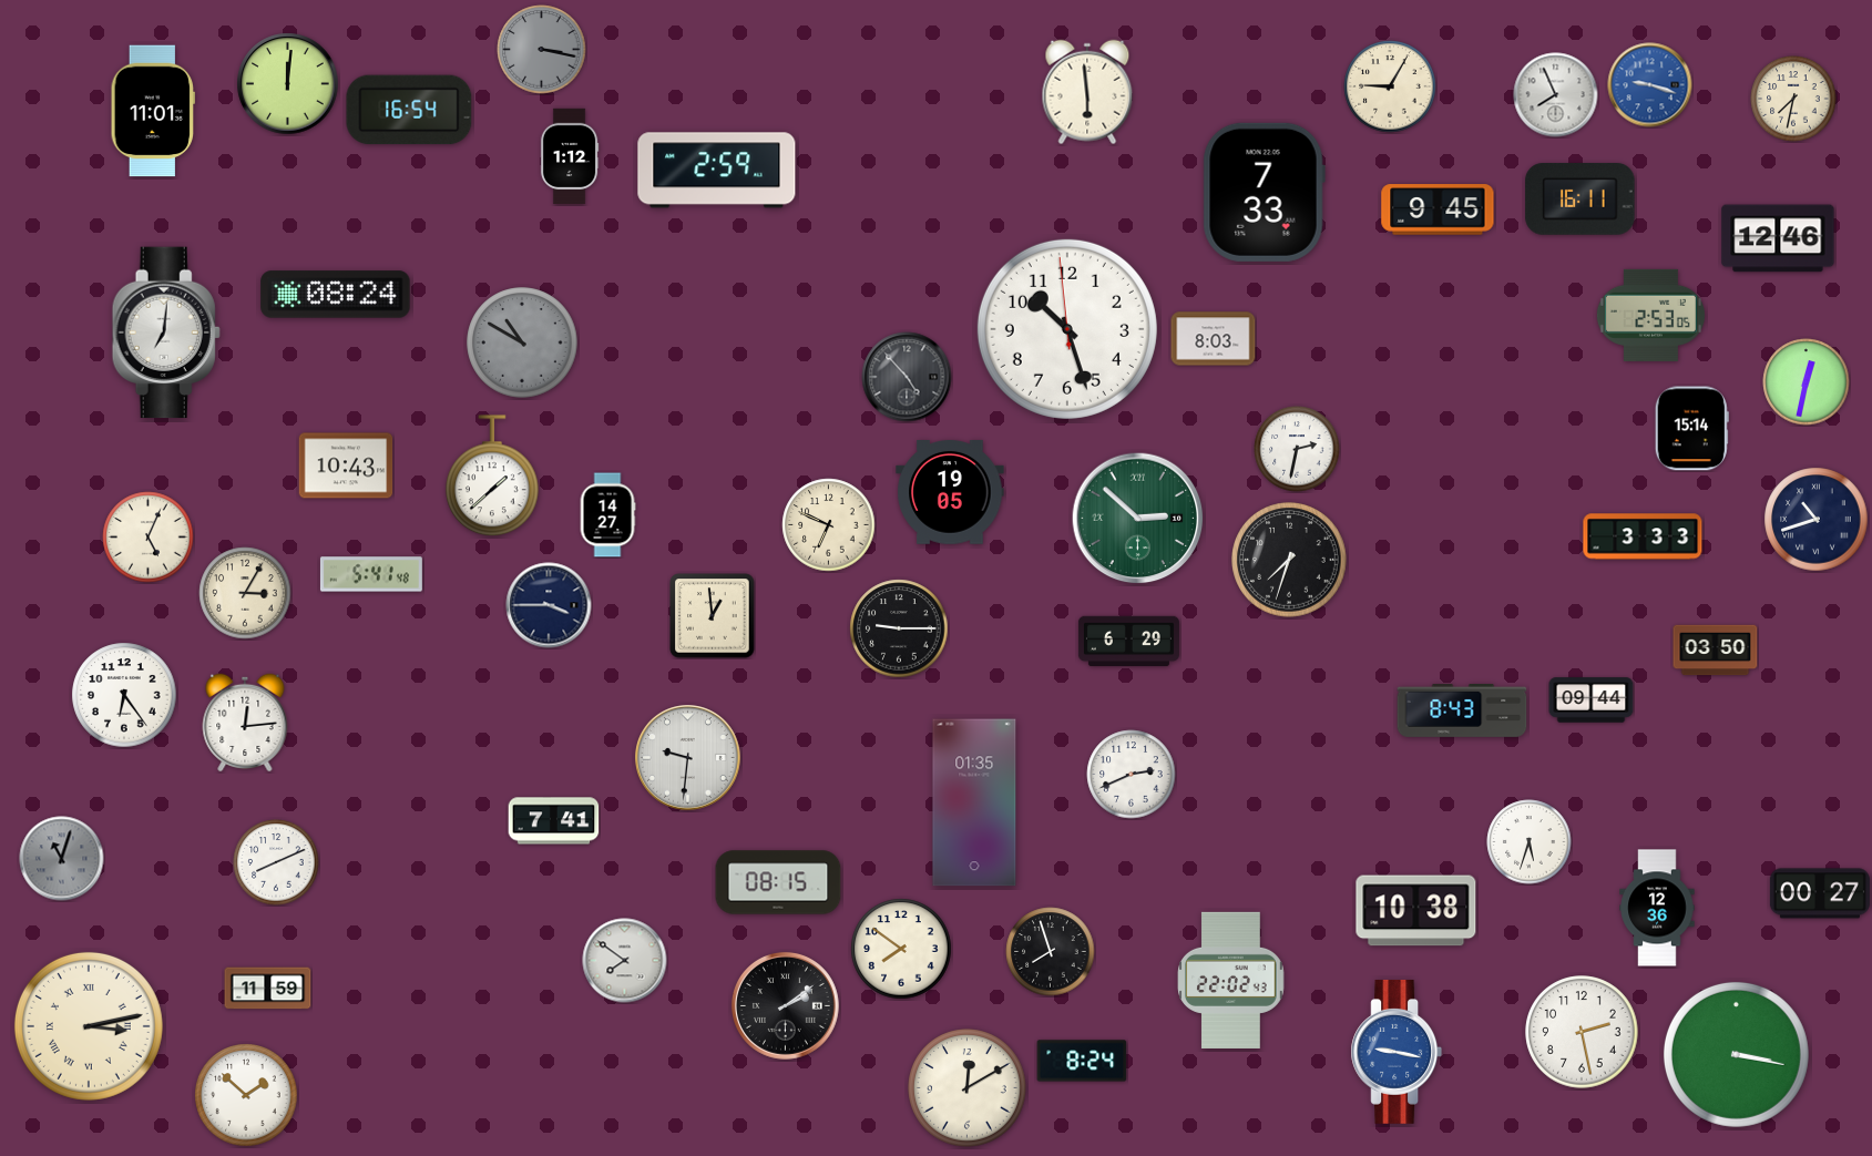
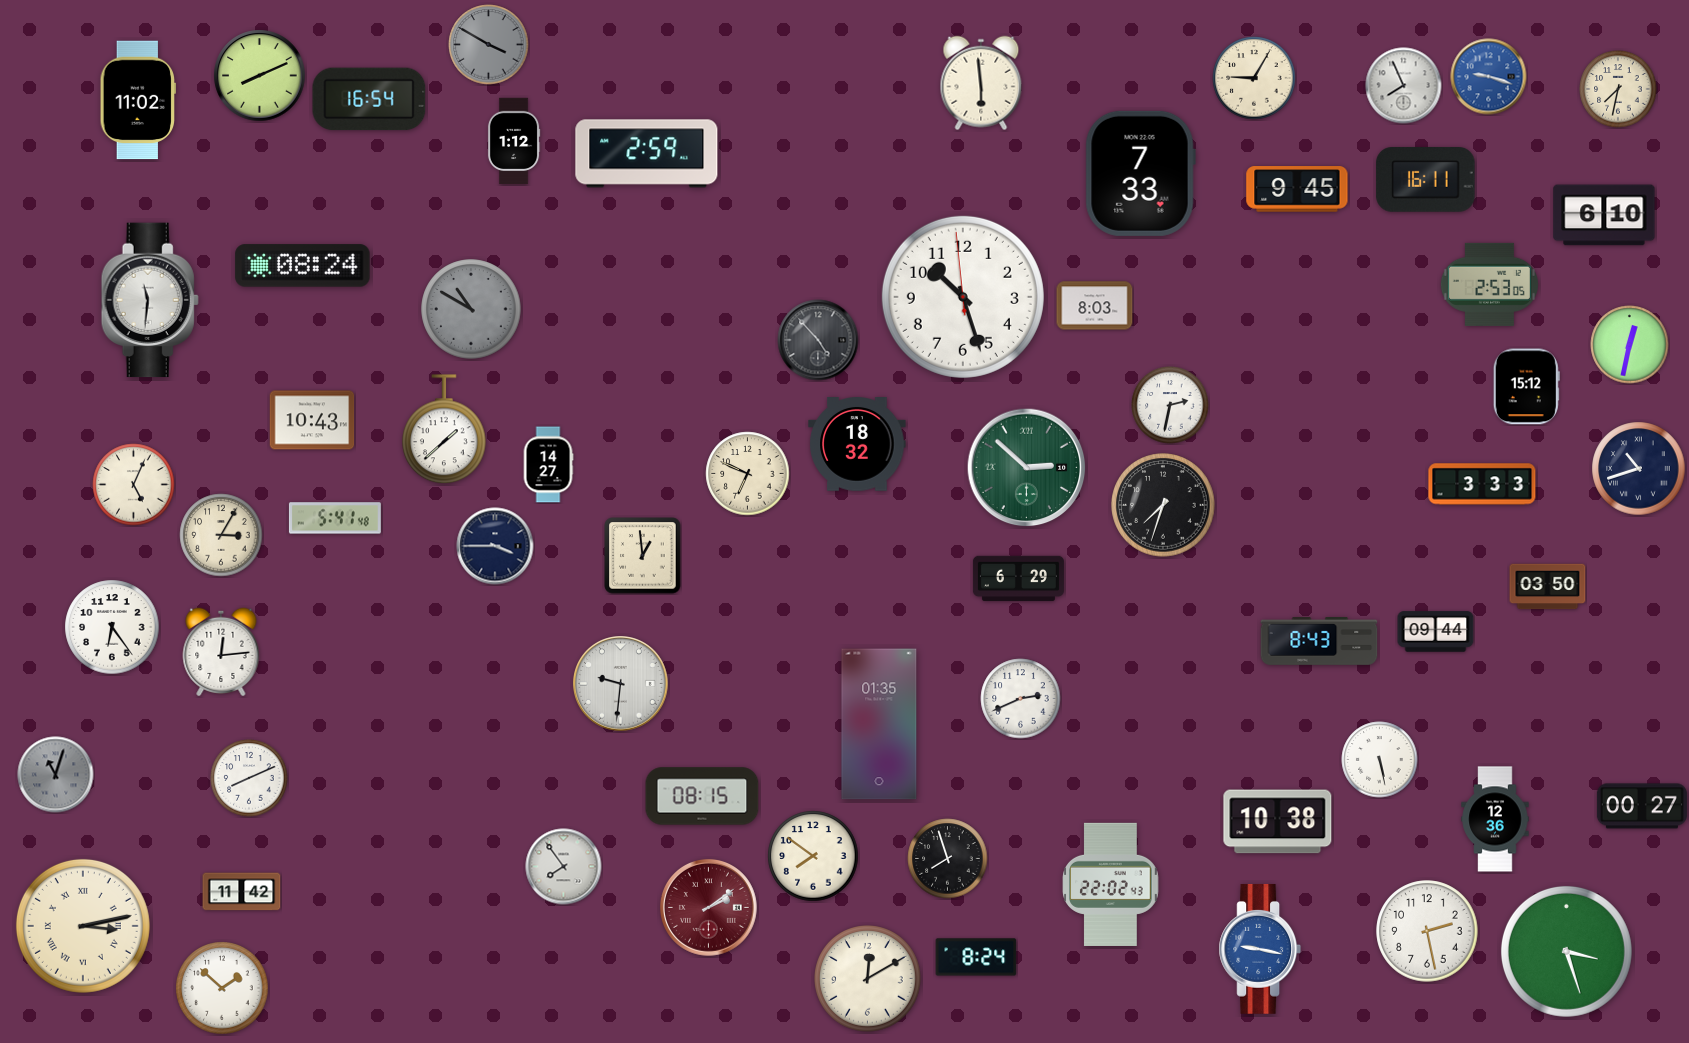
clock at (542, 50): 3:17 -> 3:50
clock at (288, 84): 12:01 -> 8:11
clock at (152, 111): 11:01 -> 11:02
clock at (1778, 238): 12:46 -> 6:10
clock at (166, 333): 7:01 -> 11:31
clock at (1691, 429): 15:14 -> 15:12
clock at (950, 493): 19:05 -> 18:32
clock at (899, 628): 9:15 -> none
clock at (554, 821): 7:41 -> none
clock at (1530, 842): 5:33 -> 5:28
clock at (625, 961): 7:51 -> 7:54
clock at (268, 989): 11:59 -> 11:42
clock at (786, 1006) dial: black -> burgundy
clock at (89, 1026) position: (89, 1026) -> (83, 926)
clock at (1736, 1054): 3:17 -> 3:27
clock at (968, 1088) position: (968, 1088) -> (868, 979)
